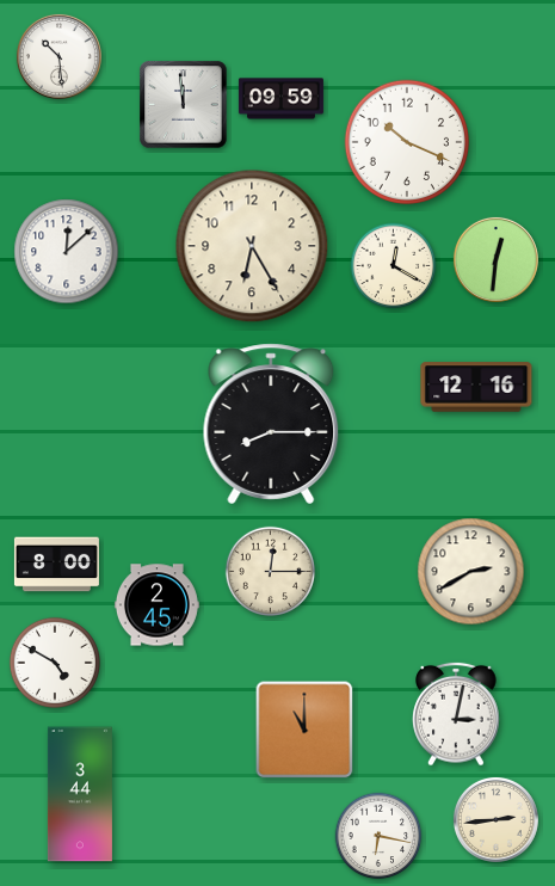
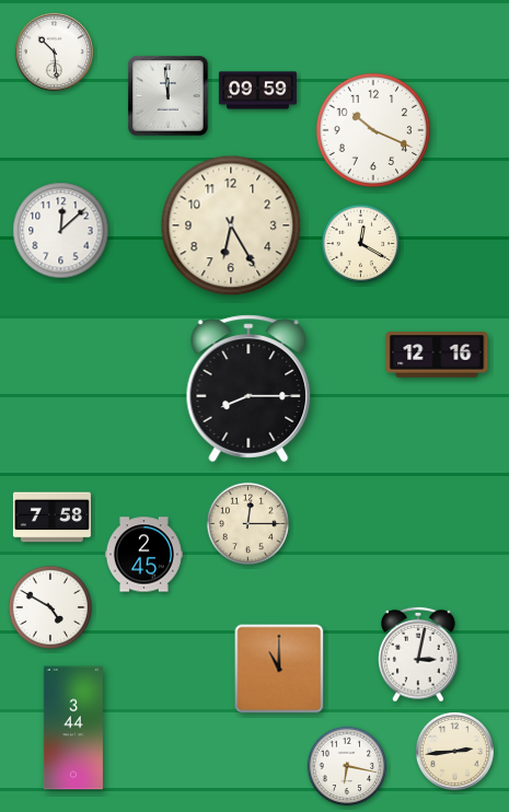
clock at (495, 259): 12:31 -> none
clock at (56, 565): 8:00 -> 7:58
clock at (471, 572): 2:40 -> none
